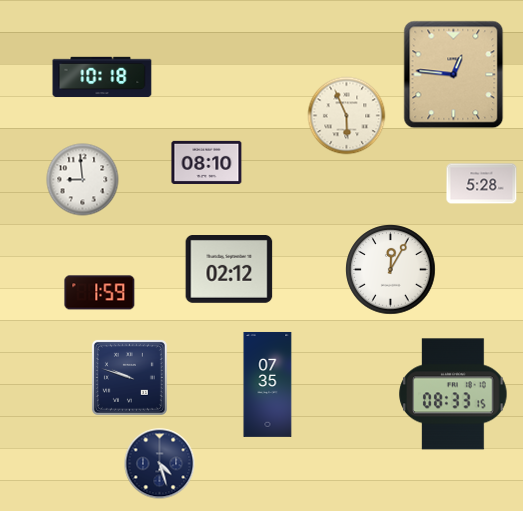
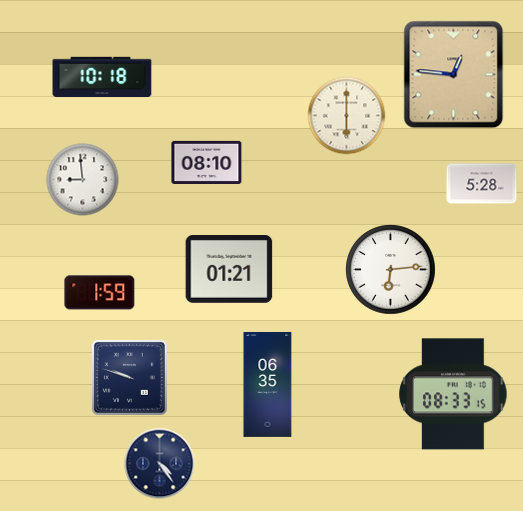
clock at (347, 116): 5:56 -> 6:00
clock at (229, 270): 02:12 -> 01:21
clock at (391, 270): 12:05 -> 6:14
clock at (268, 384): 07:35 -> 06:35
clock at (160, 464): 4:27 -> 4:24
